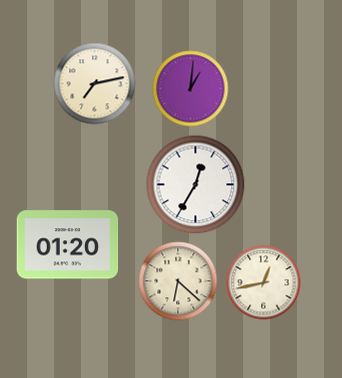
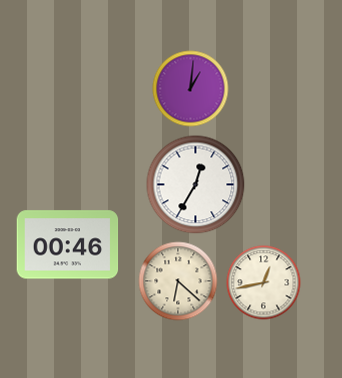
clock at (95, 84): 7:13 -> none
clock at (68, 245): 01:20 -> 00:46
